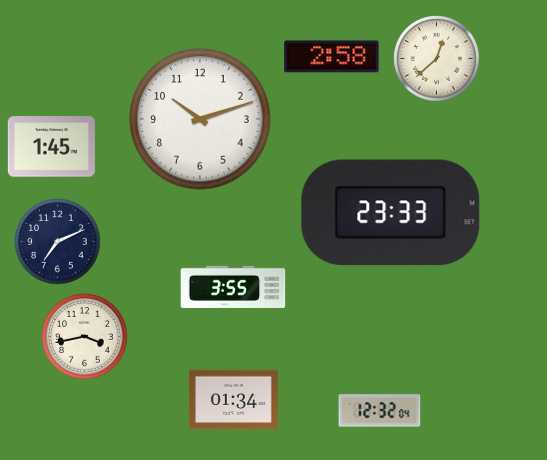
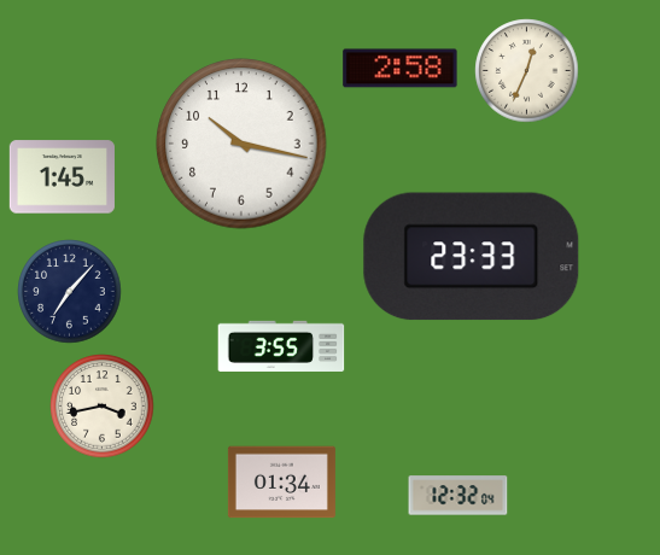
clock at (437, 59): 12:38 -> 12:34
clock at (200, 119): 10:12 -> 10:17
clock at (58, 242): 7:11 -> 7:07
